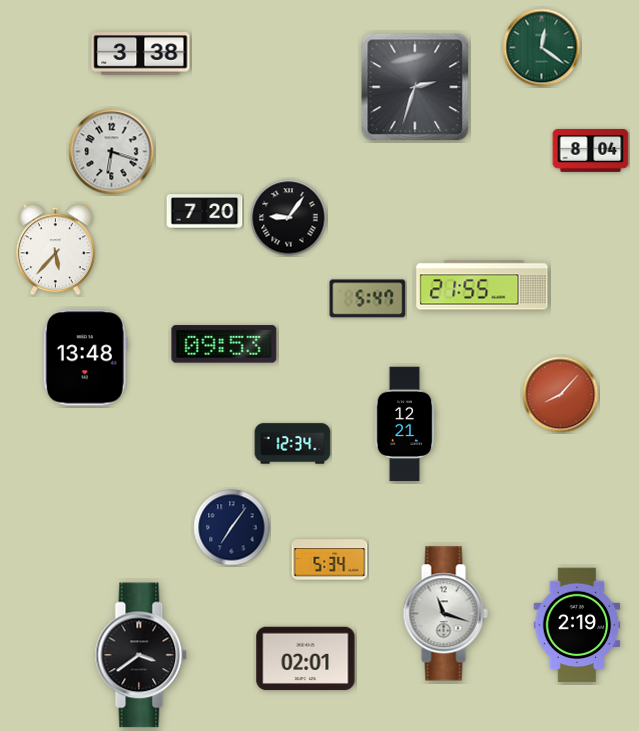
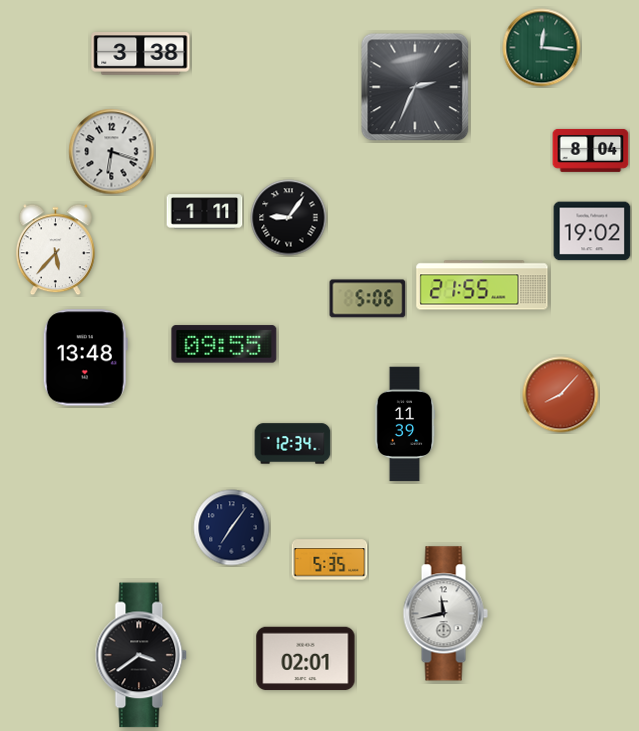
clock at (542, 48): 12:21 -> 12:16
clock at (415, 87): 2:33 -> 2:34
clock at (205, 212): 7:20 -> 1:11
clock at (592, 231): none -> 19:02
clock at (368, 299): 5:47 -> 5:06
clock at (224, 344): 09:53 -> 09:55
clock at (405, 424): 12:21 -> 11:39
clock at (330, 560): 5:34 -> 5:35
clock at (445, 614): 11:18 -> 11:43
clock at (577, 625): 2:19 -> none
